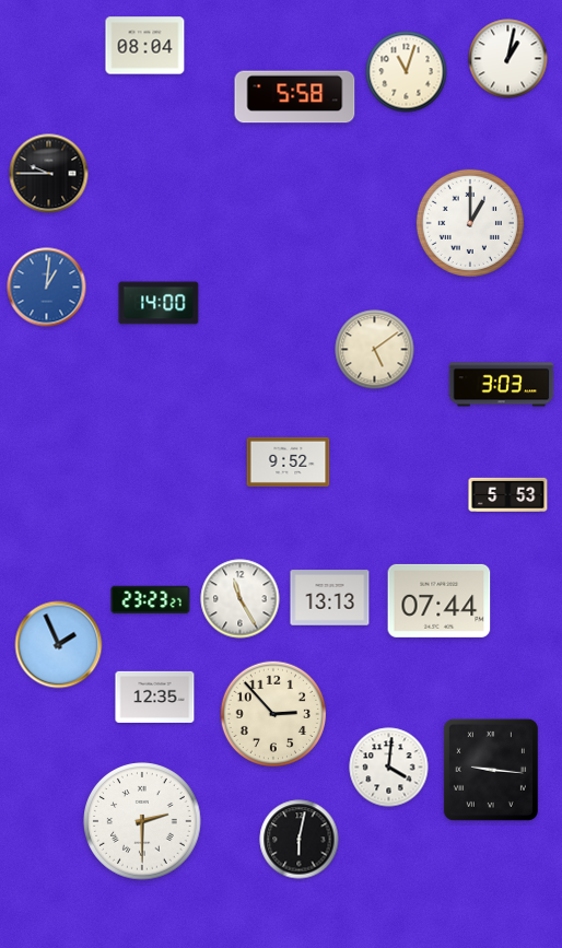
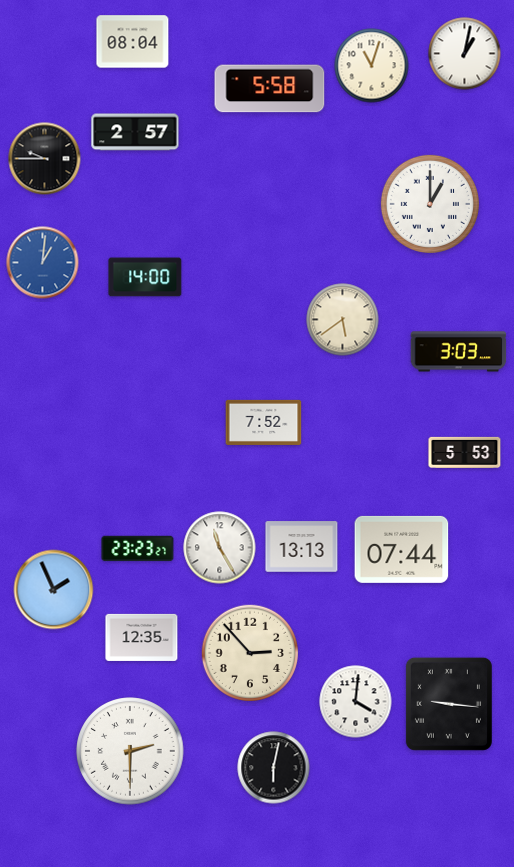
clock at (135, 132): none -> 2:57
clock at (375, 350): 5:09 -> 5:39
clock at (289, 461): 9:52 -> 7:52
